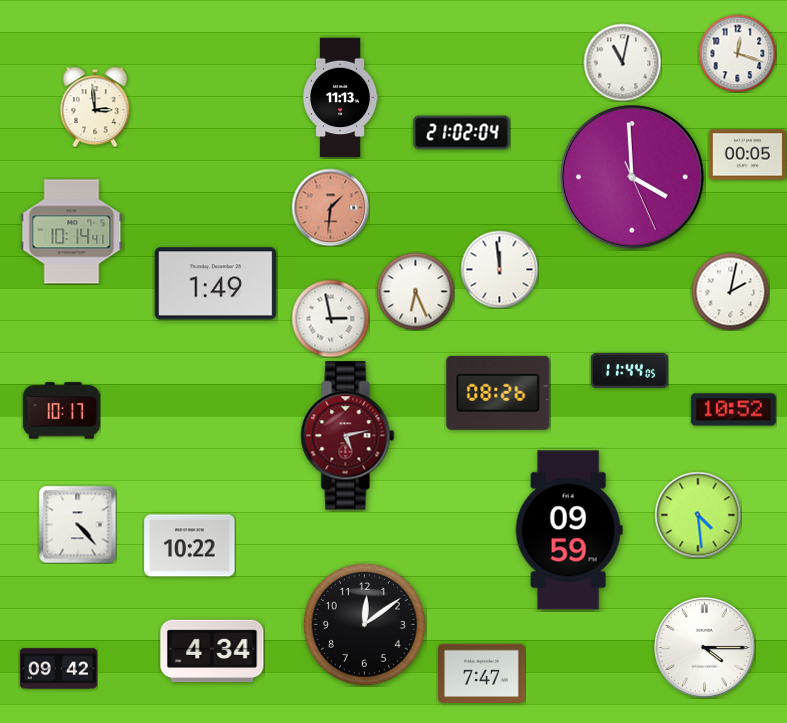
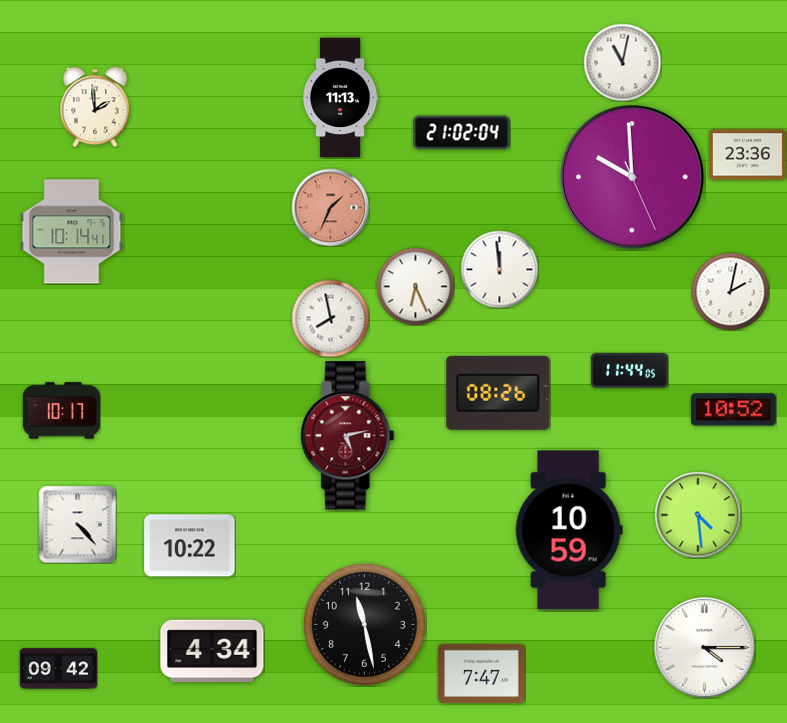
clock at (737, 53): 12:18 -> none
clock at (95, 107): 2:59 -> 1:59
clock at (747, 155): 00:05 -> 23:36
clock at (633, 178): 3:59 -> 9:59
clock at (330, 207): 1:31 -> 1:34
clock at (216, 284): 1:49 -> none
clock at (415, 291) position: (415, 291) -> (415, 286)
clock at (330, 318): 2:58 -> 7:58
clock at (569, 530): 09:59 -> 10:59
clock at (364, 624): 12:09 -> 11:28
